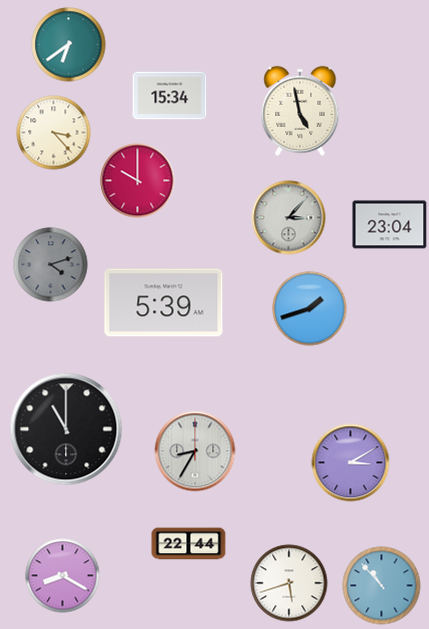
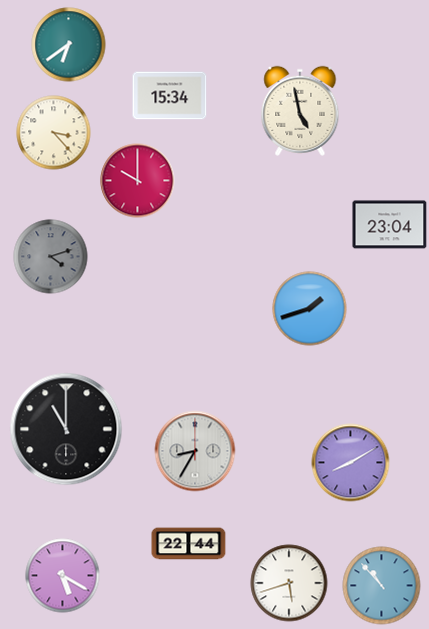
clock at (289, 218): 3:07 -> none
clock at (51, 265) position: (51, 265) -> (51, 257)
clock at (164, 303): 5:39 -> none
clock at (351, 463): 3:10 -> 8:10
clock at (63, 576): 8:20 -> 5:20
